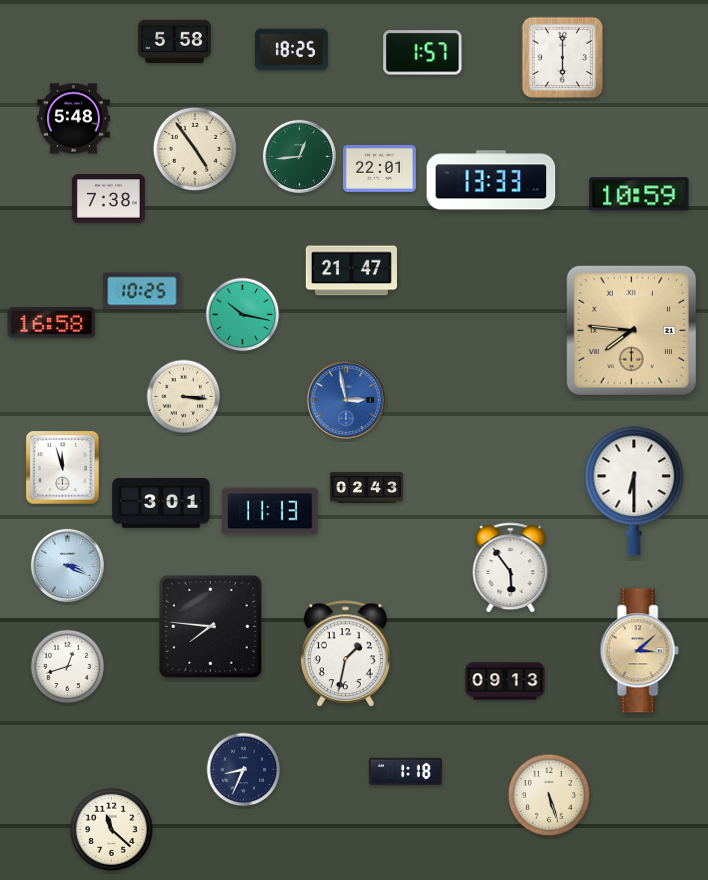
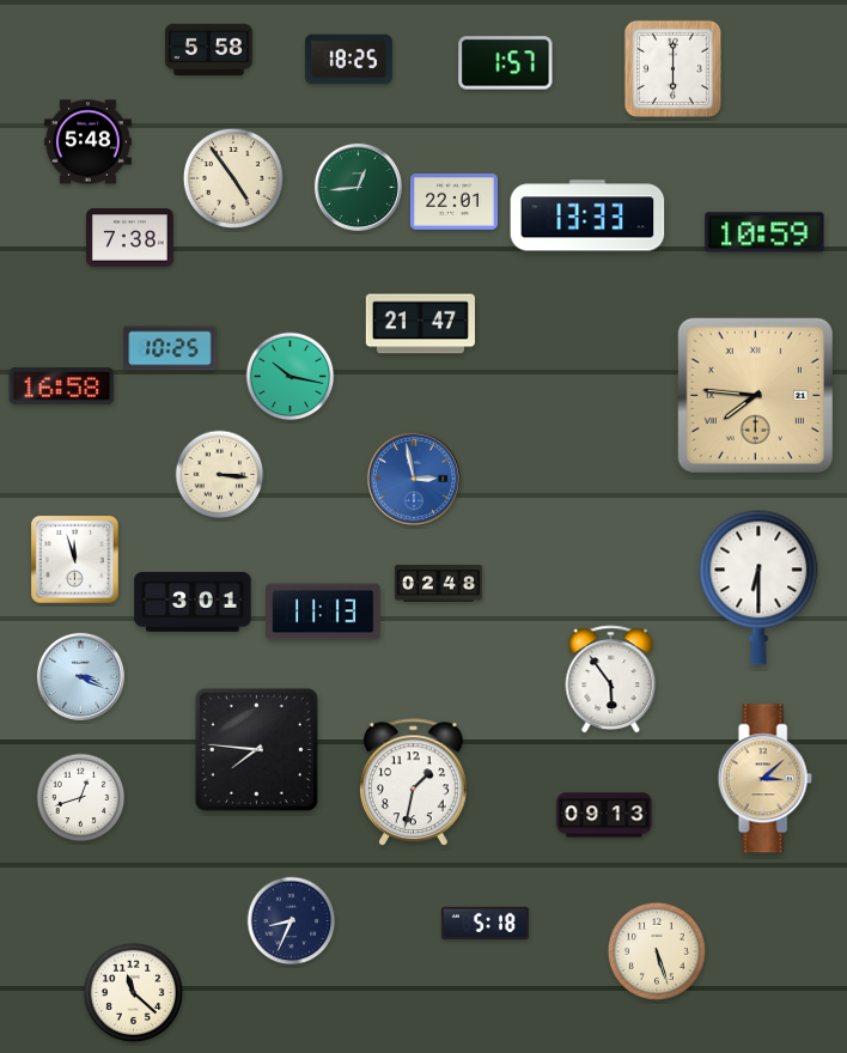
clock at (366, 488): 02:43 -> 02:48
clock at (210, 626) position: (210, 626) -> (256, 749)
clock at (405, 771): 1:18 -> 5:18
